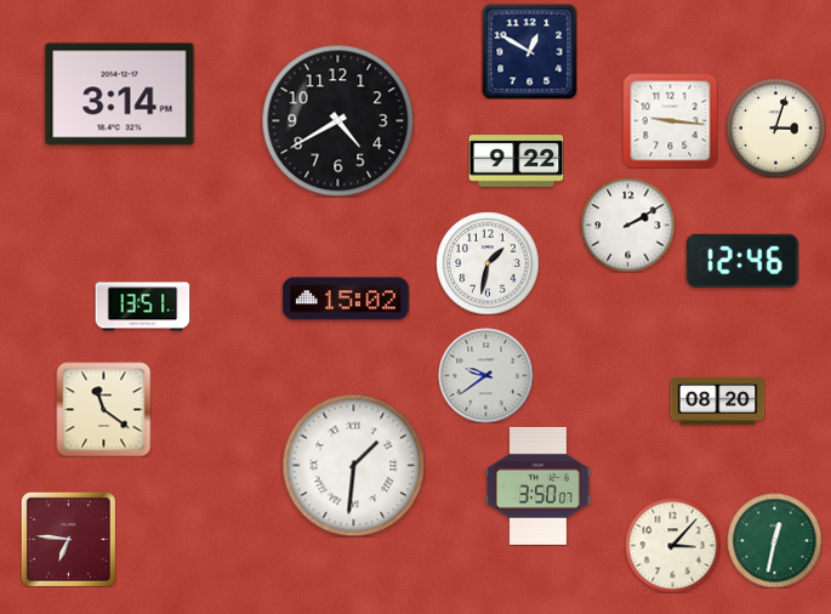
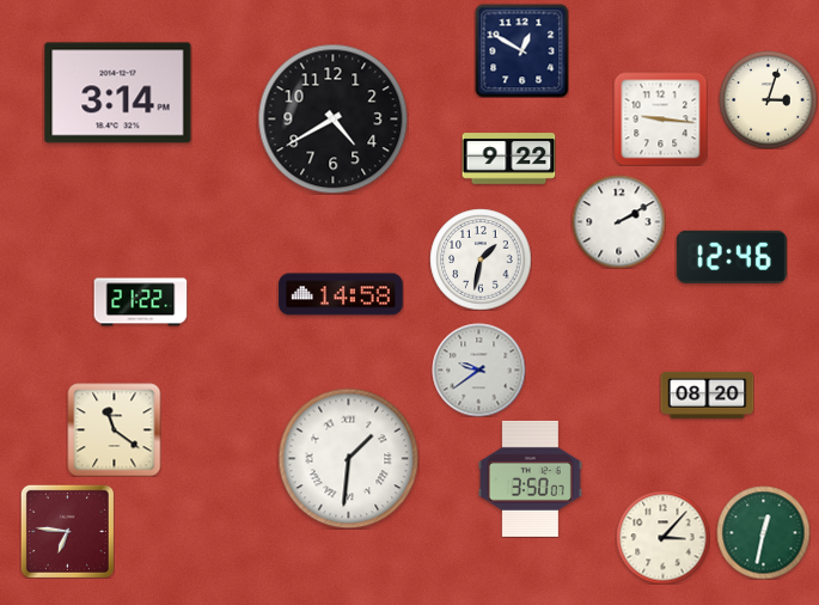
clock at (775, 127) position: (775, 127) -> (768, 99)
clock at (346, 299): 15:02 -> 14:58
clock at (142, 307): 13:51 -> 21:22
clock at (103, 409) position: (103, 409) -> (114, 429)
